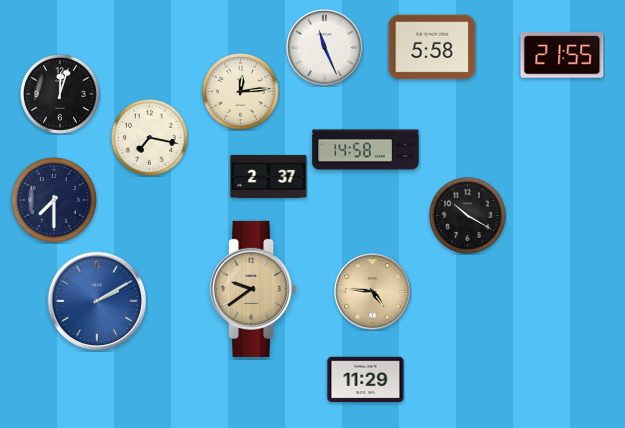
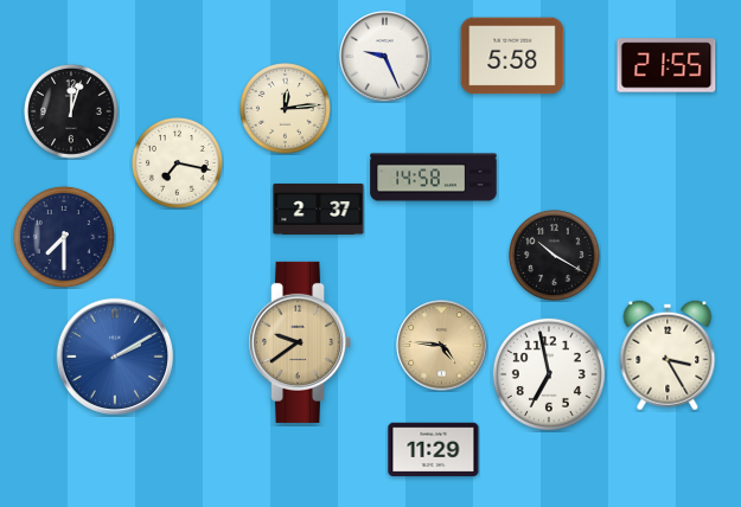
clock at (325, 48): 11:26 -> 9:26
clock at (667, 355): none -> 3:25
clock at (549, 374): none -> 6:58
